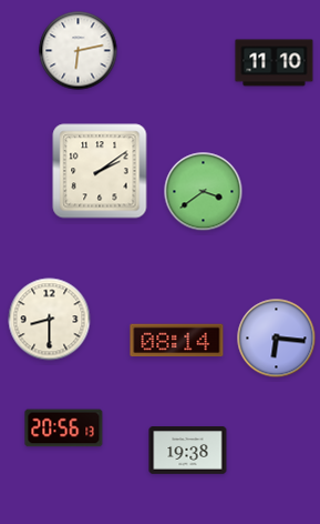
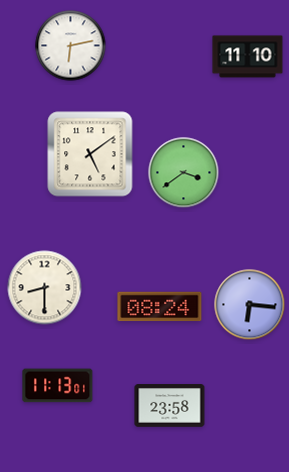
clock at (100, 171): 2:09 -> 5:09
clock at (177, 341): 08:14 -> 08:24
clock at (64, 429): 20:56 -> 11:13
clock at (188, 451): 19:38 -> 23:58
